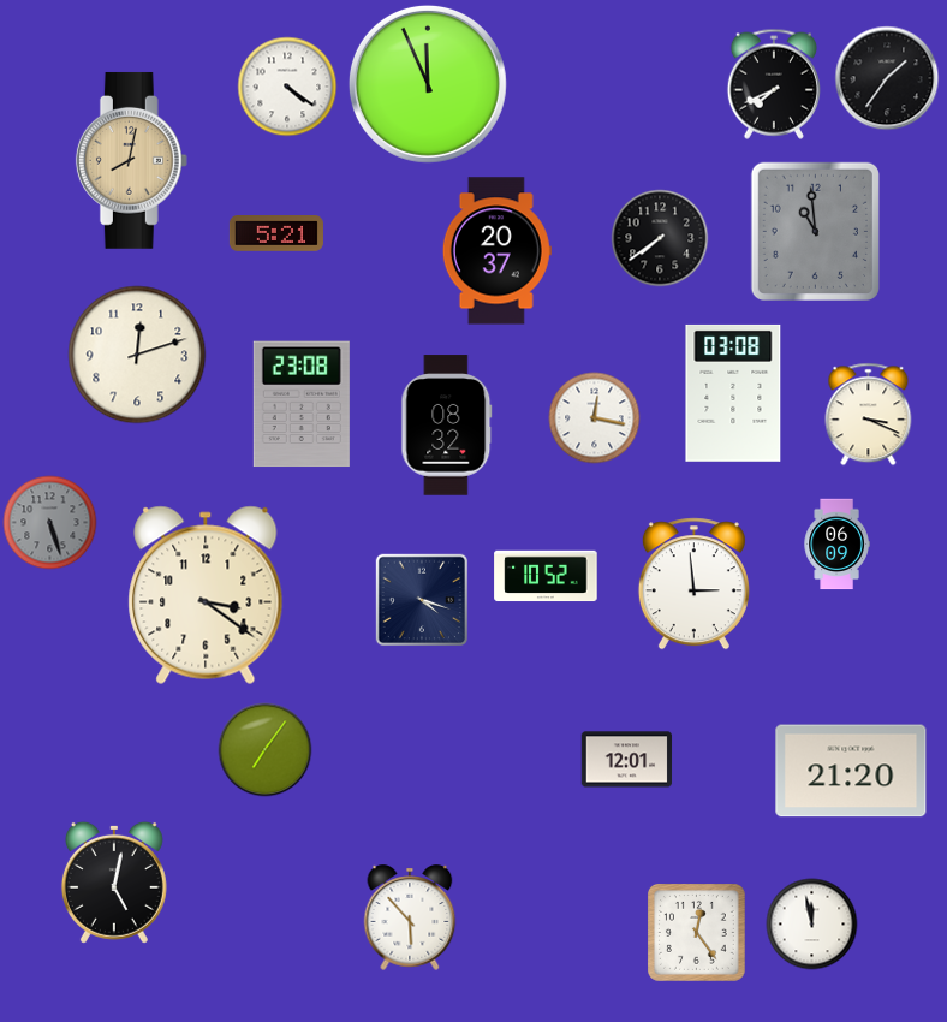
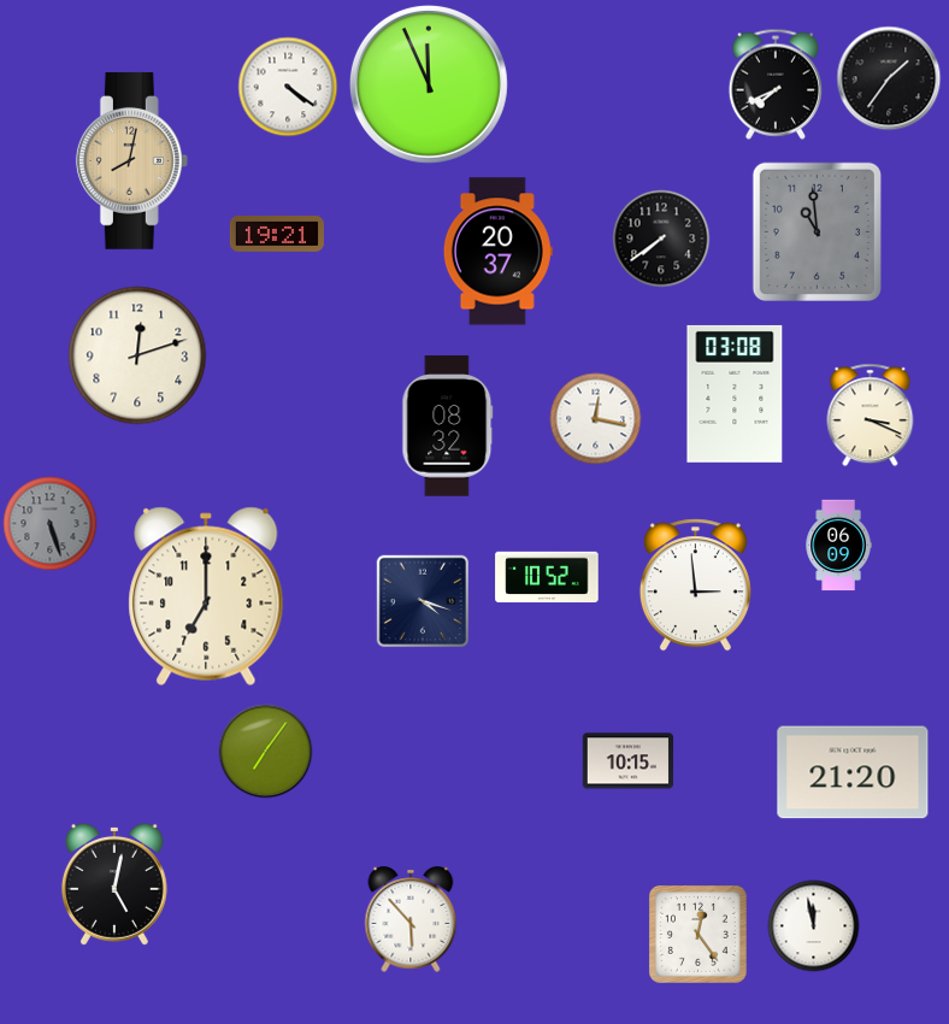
clock at (276, 234): 5:21 -> 19:21
clock at (302, 404): 23:08 -> none
clock at (206, 595): 3:21 -> 7:00
clock at (627, 760): 12:01 -> 10:15
